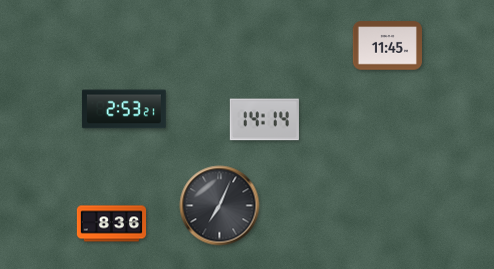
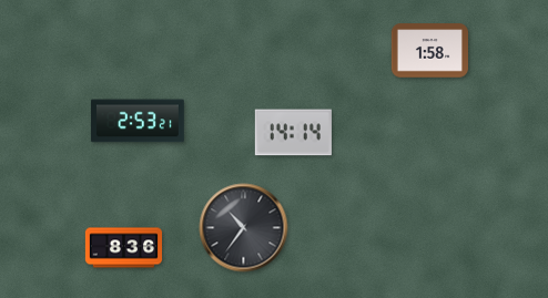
clock at (387, 46): 11:45 -> 1:58
clock at (220, 206): 7:04 -> 10:36
